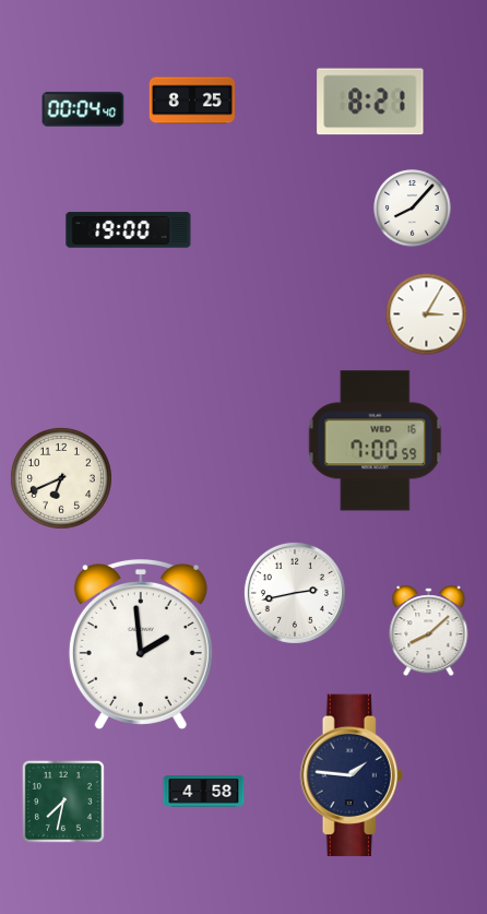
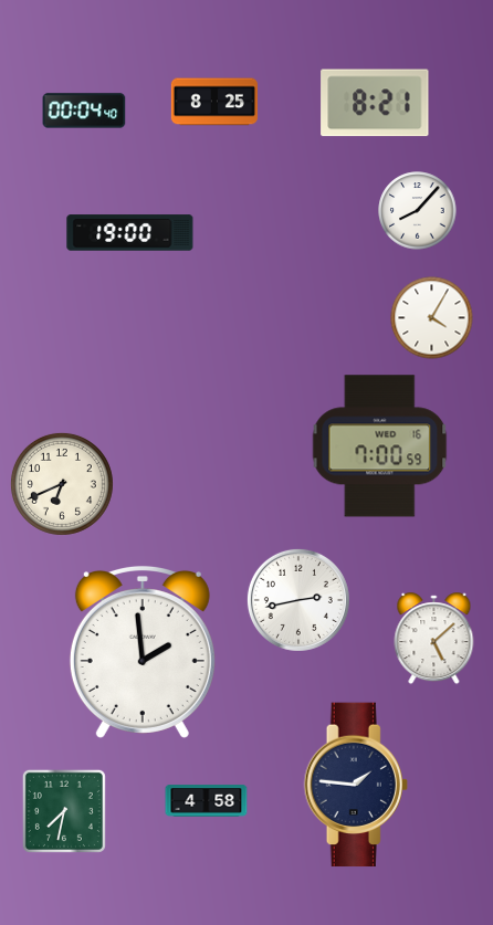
clock at (192, 100) position: (192, 100) -> (214, 102)
clock at (427, 314): 3:05 -> 4:05
clock at (429, 631): 8:08 -> 5:08
